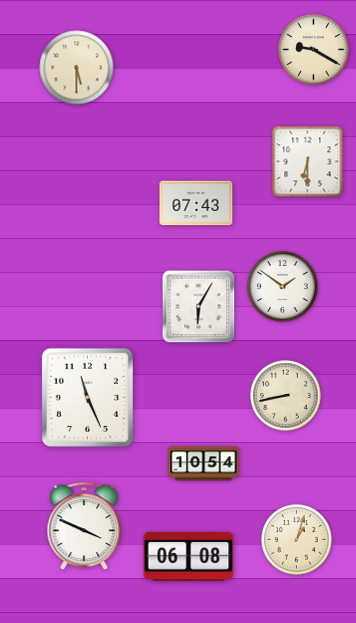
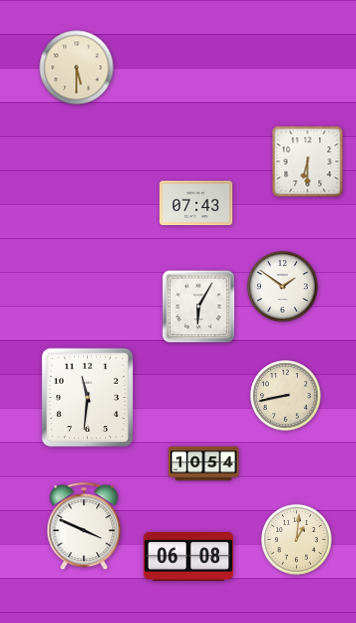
clock at (314, 50): 9:20 -> none
clock at (87, 397): 11:26 -> 11:31
clock at (297, 540): 1:03 -> 1:01
